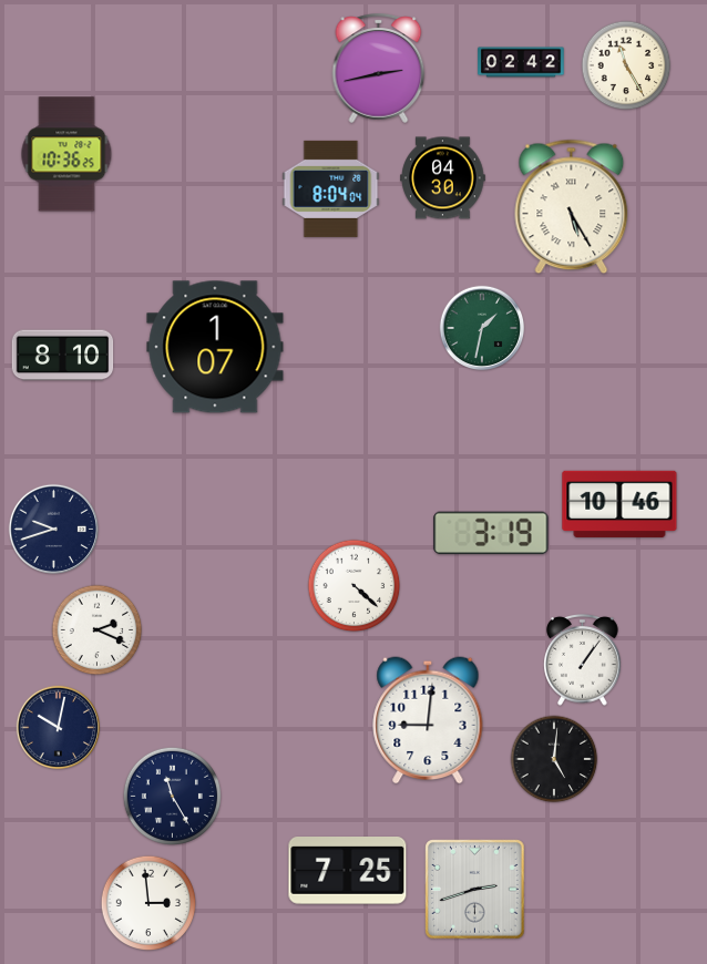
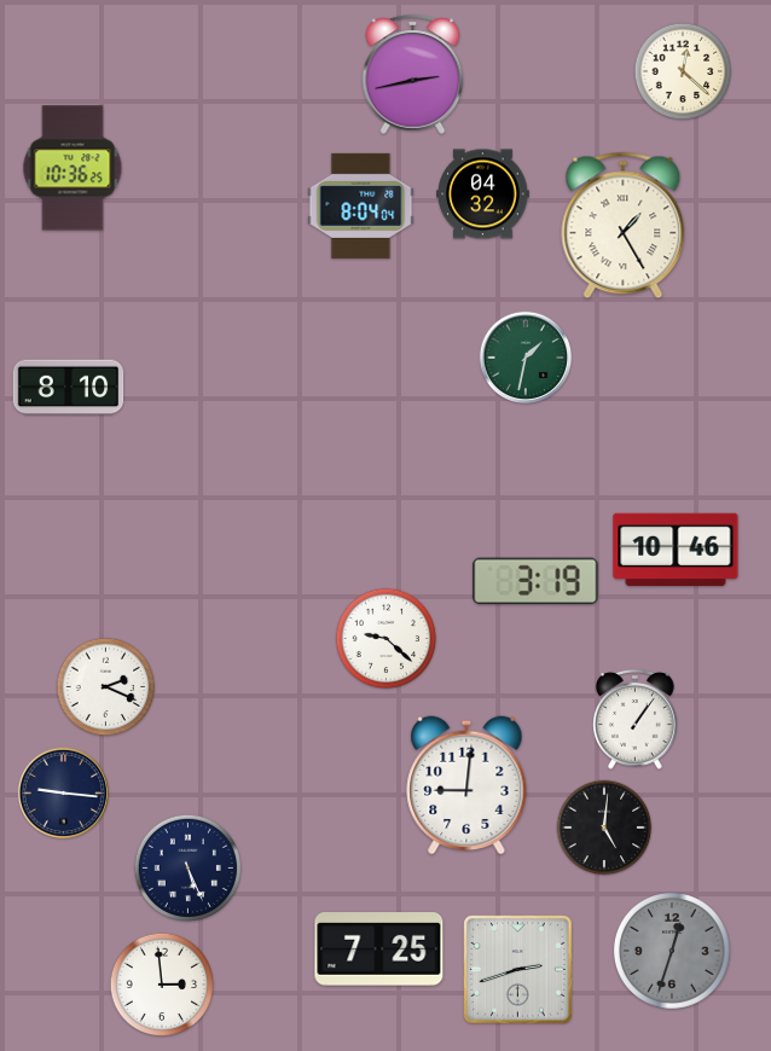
clock at (521, 62): 02:42 -> none
clock at (626, 65): 11:25 -> 12:22
clock at (443, 178): 04:30 -> 04:32
clock at (572, 207): 5:25 -> 1:25
clock at (215, 347): 1:07 -> none
clock at (53, 529): 9:42 -> none
clock at (355, 586): 4:22 -> 9:22
clock at (59, 728): 10:02 -> 9:16
clock at (172, 796): 11:25 -> 5:26
clock at (672, 951): none -> 12:33
